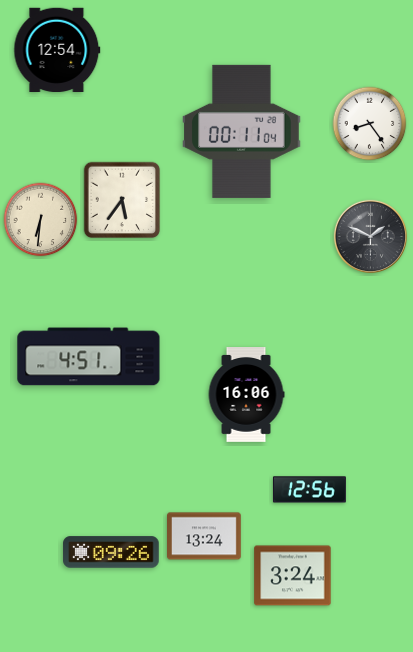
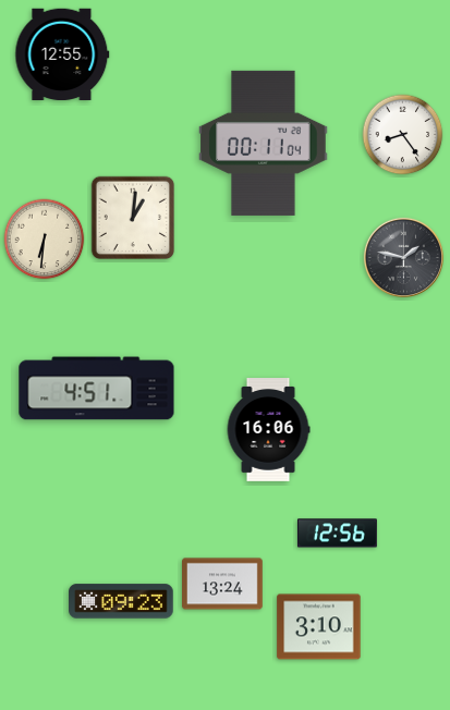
clock at (57, 49): 12:54 -> 12:55
clock at (122, 200): 5:36 -> 1:01
clock at (370, 236): 1:49 -> 1:47
clock at (111, 552): 09:26 -> 09:23
clock at (293, 576): 3:24 -> 3:10
